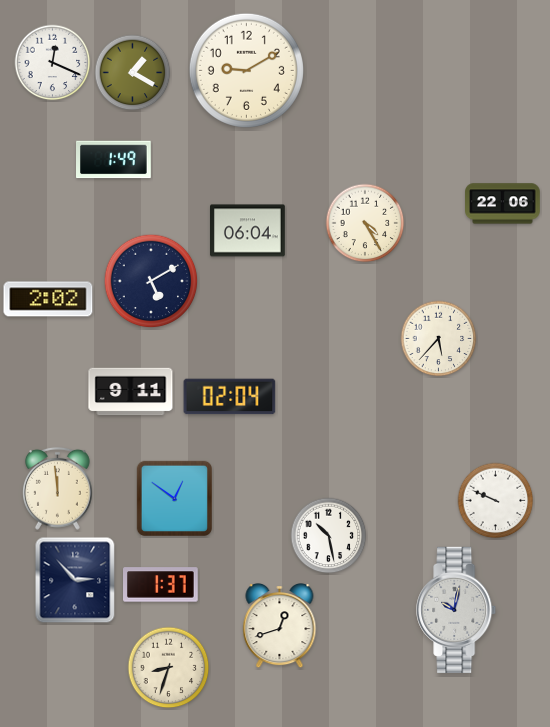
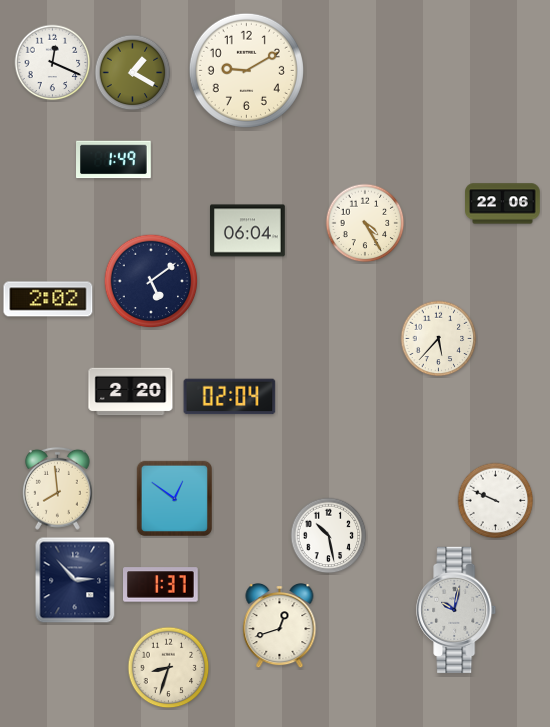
clock at (151, 281): 5:10 -> 5:09
clock at (131, 392): 9:11 -> 2:20
clock at (57, 488): 11:59 -> 7:59
